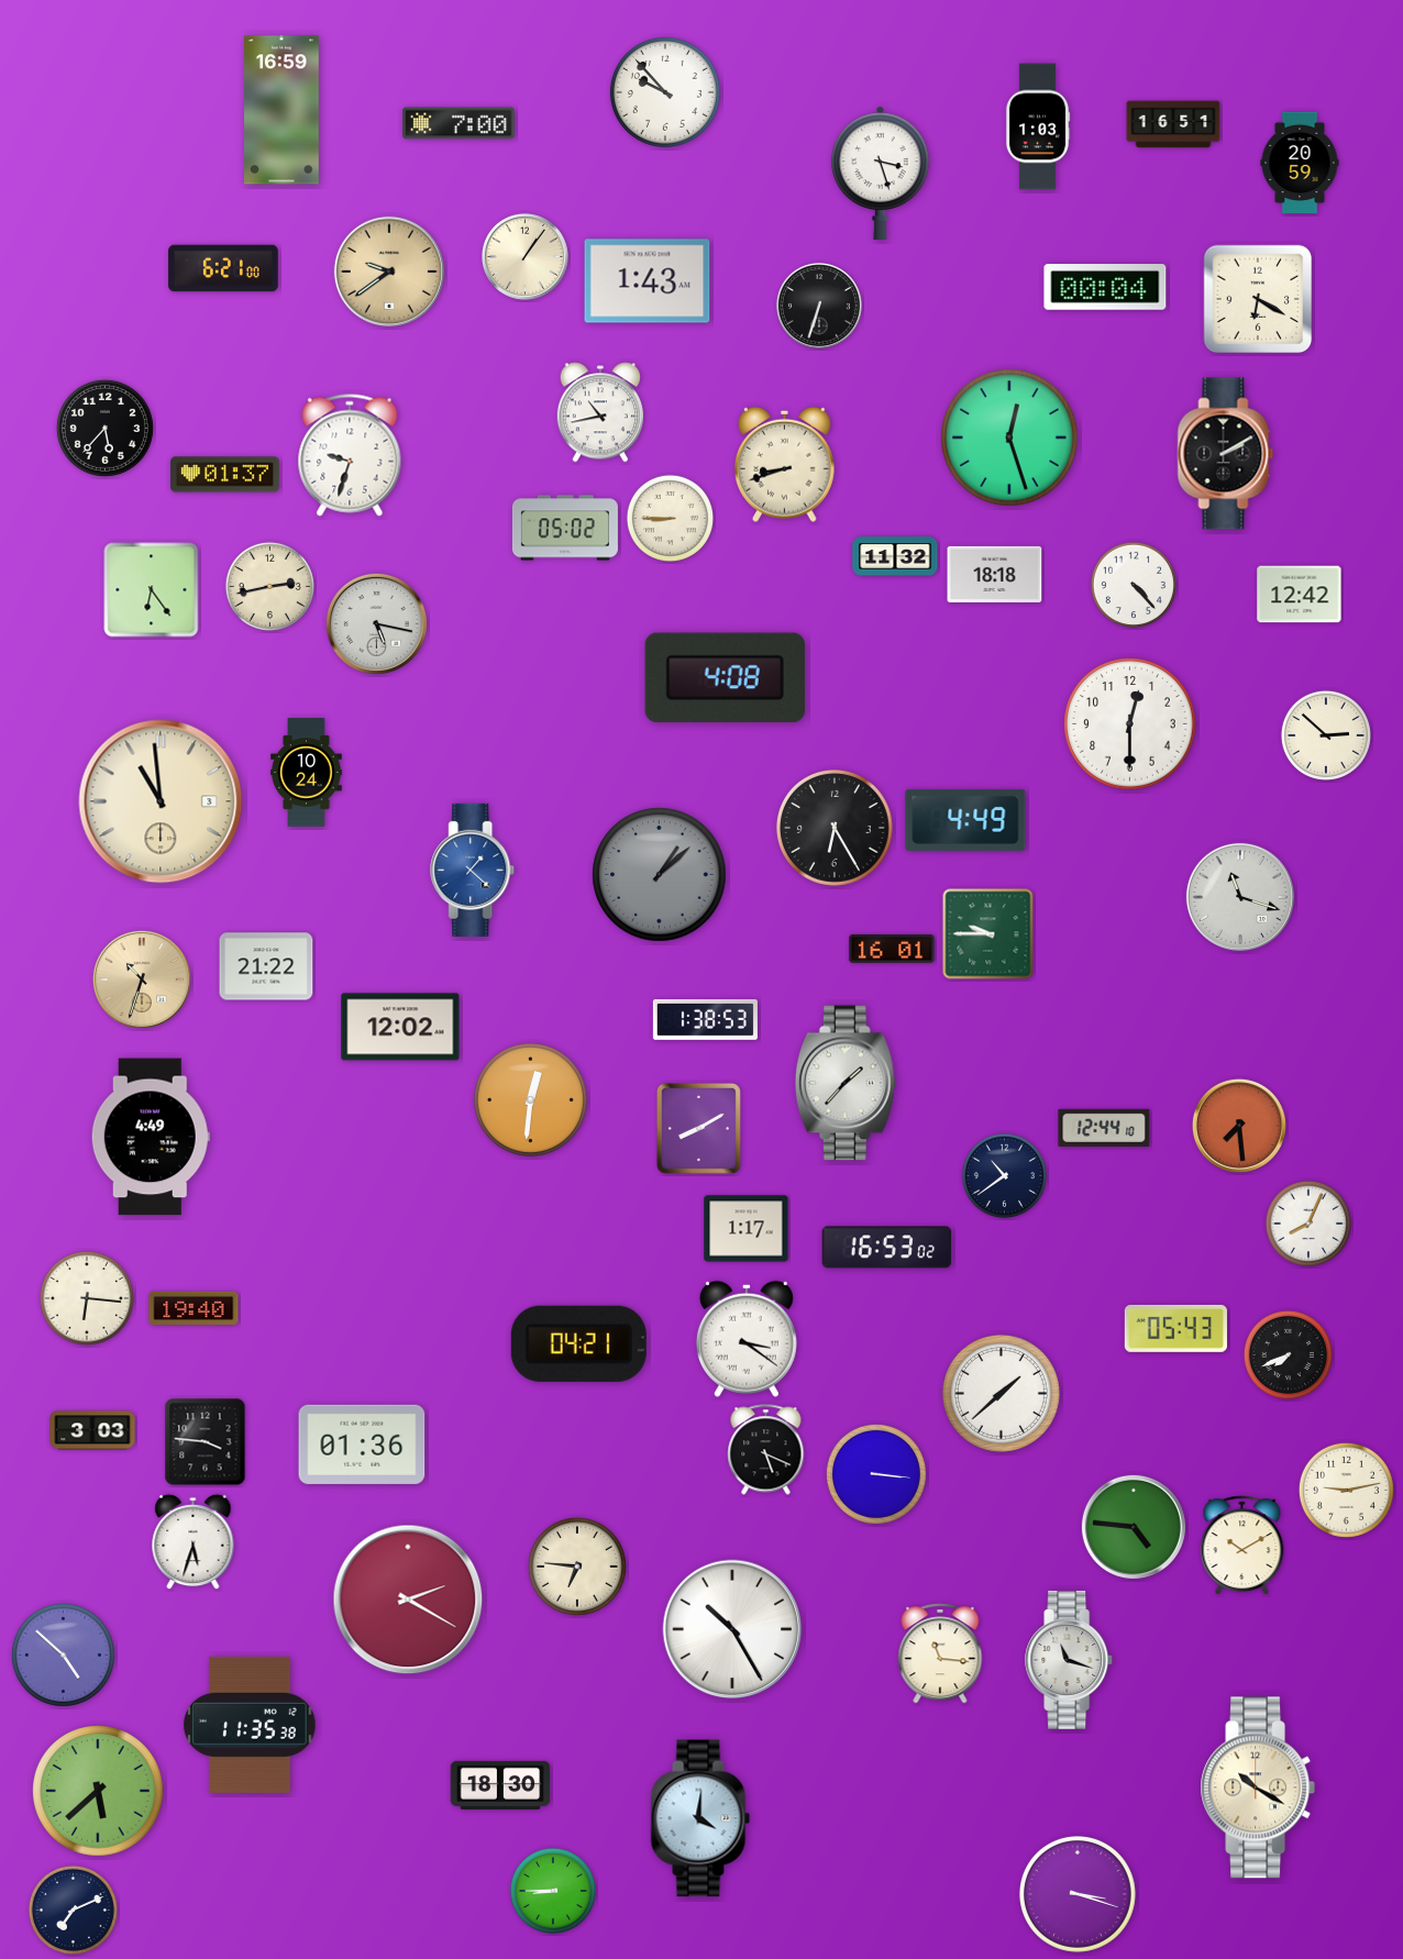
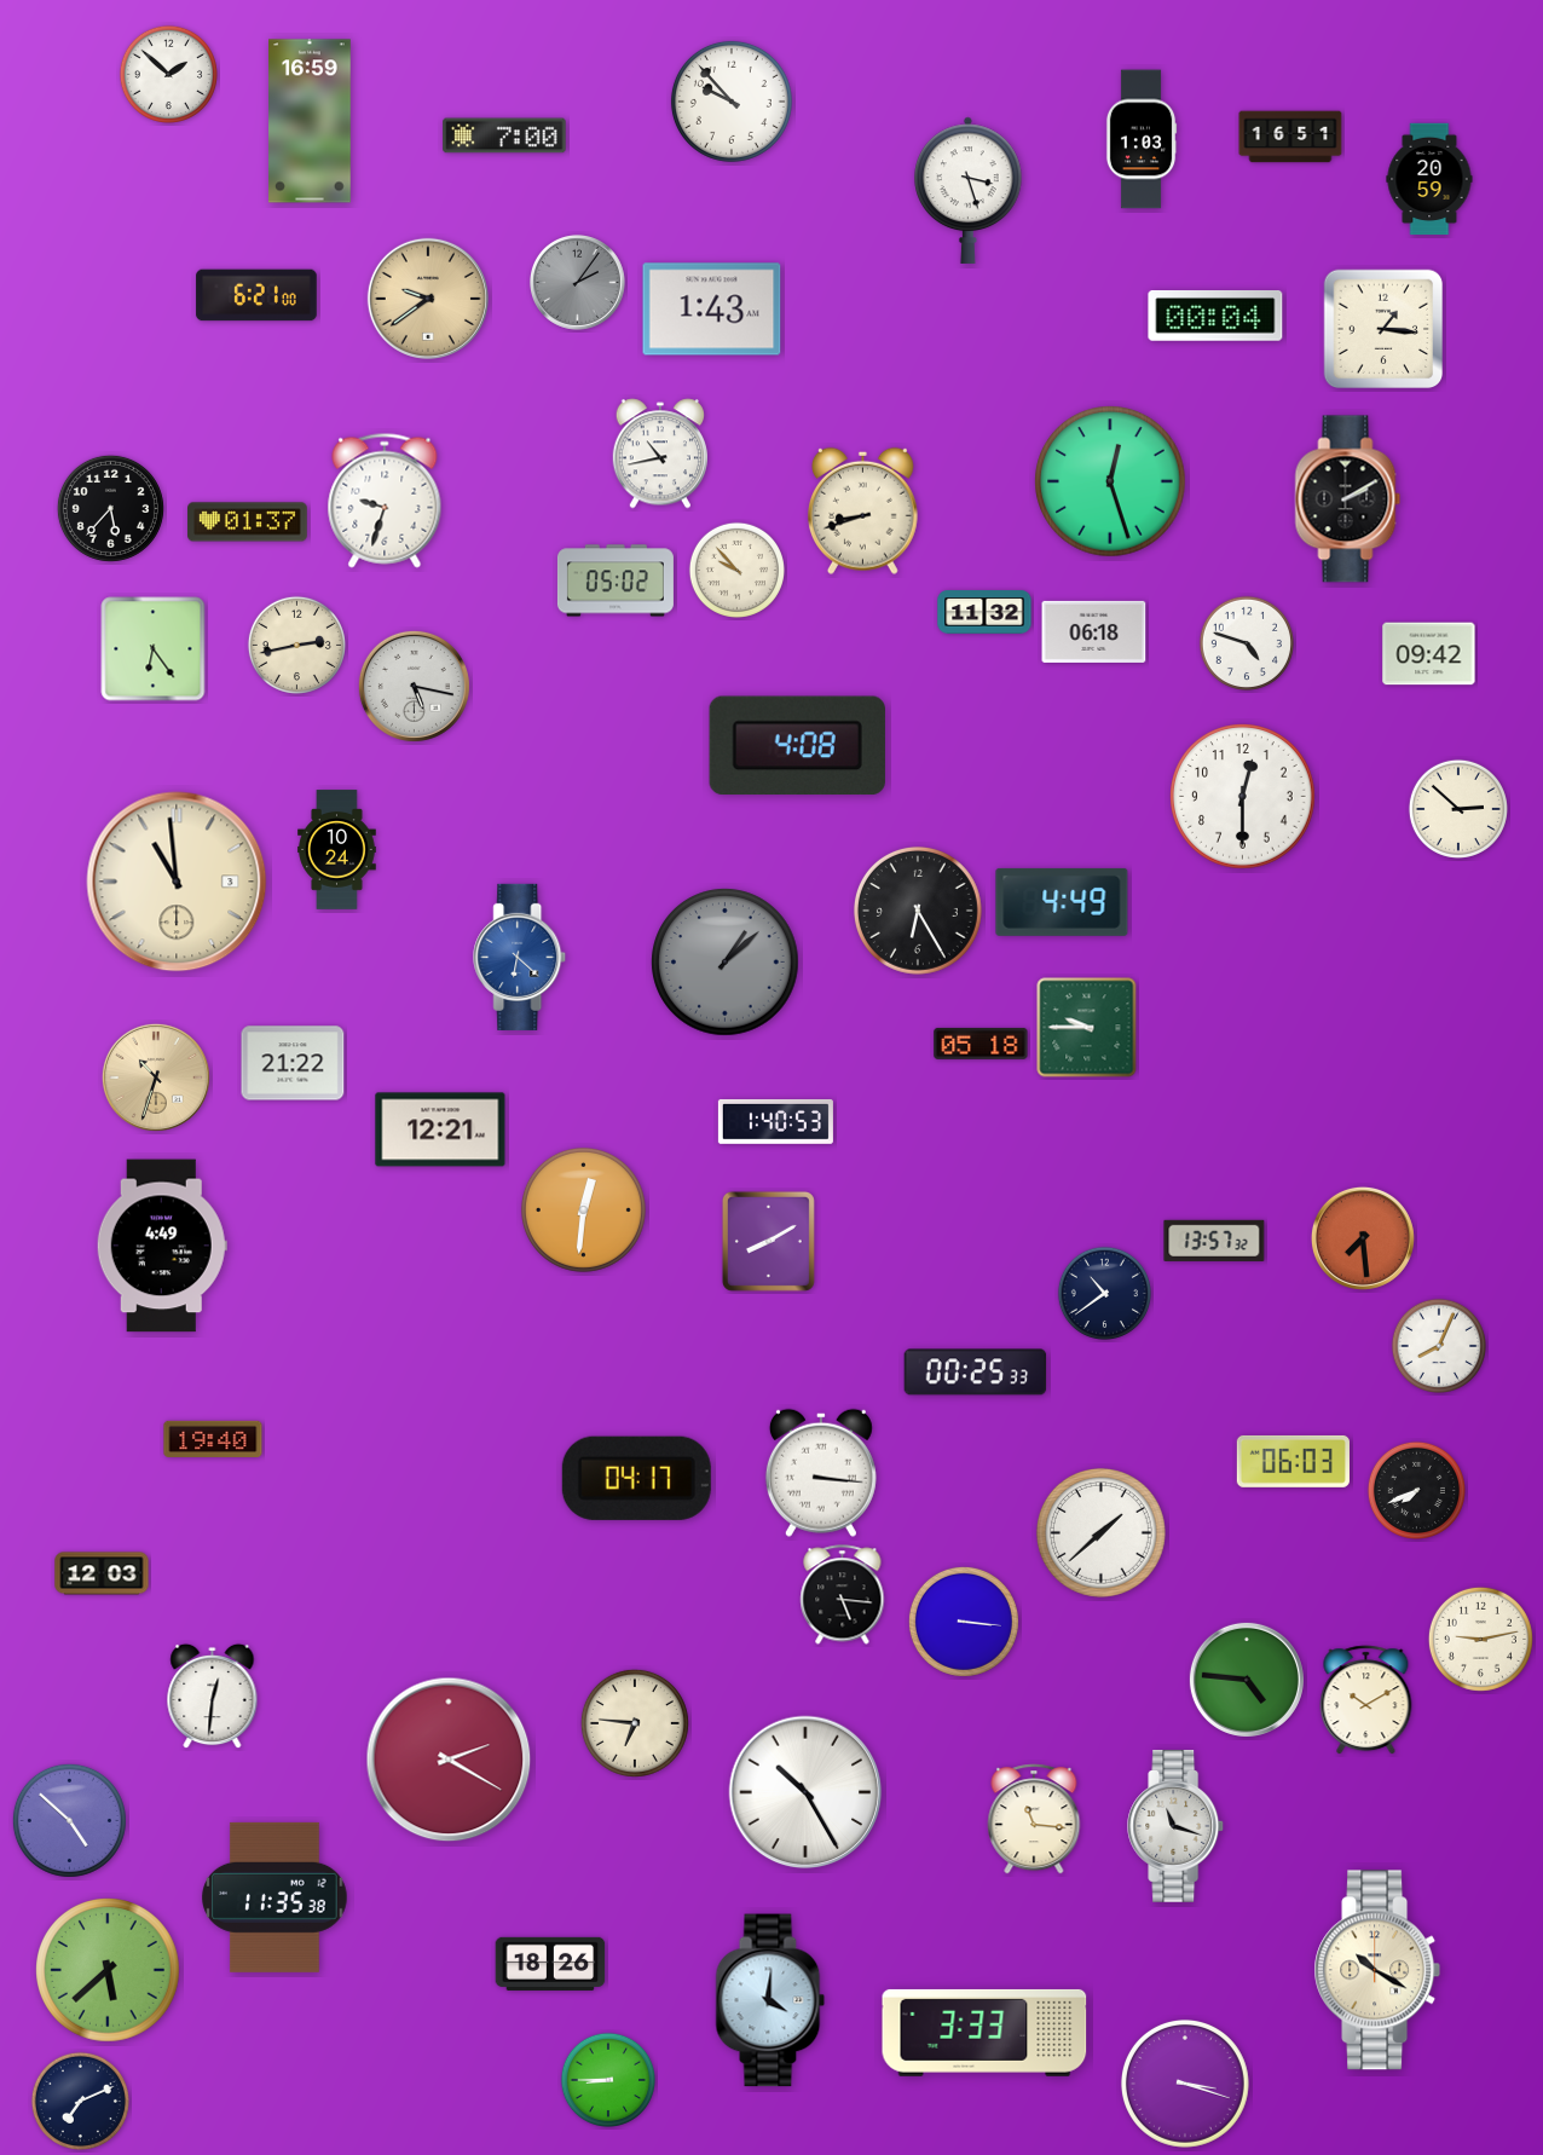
clock at (168, 74): none -> 1:52
clock at (524, 256): 1:06 -> 2:06
clock at (524, 256) dial: cream -> grey
clock at (223, 268) position: (223, 268) -> (256, 295)
clock at (1258, 299): 6:20 -> 1:16
clock at (819, 306): 6:33 -> none
clock at (104, 428) position: (104, 428) -> (110, 508)
clock at (670, 518): 8:45 -> 9:53
clock at (565, 528) position: (565, 528) -> (616, 580)
clock at (995, 574): 18:18 -> 06:18
clock at (1133, 584): 4:23 -> 4:48
clock at (152, 590) position: (152, 590) -> (154, 649)
clock at (1300, 595): 12:42 -> 09:42
clock at (473, 870): 1:22 -> 6:22
clock at (1240, 897): 11:18 -> none
clock at (892, 949): 16:01 -> 05:18
clock at (705, 1019): 1:38 -> 1:40
clock at (400, 1027): 12:02 -> 12:21
clock at (846, 1083): 1:37 -> none
clock at (1104, 1128): 12:44 -> 13:57
clock at (151, 1137) position: (151, 1137) -> (162, 1246)
clock at (747, 1229): 1:17 -> none
clock at (887, 1248): 16:53 -> 00:25
clock at (87, 1298): 6:16 -> none
clock at (1175, 1328): 05:43 -> 06:03
clock at (747, 1339): 3:21 -> 3:16
clock at (578, 1343): 04:21 -> 04:17
clock at (92, 1430): 3:03 -> 12:03
clock at (206, 1442): 3:46 -> none
clock at (362, 1445): 01:36 -> none
clock at (766, 1450): 5:19 -> 5:16
clock at (194, 1542): 5:33 -> 12:31
clock at (500, 1785): 18:30 -> 18:26
clock at (1258, 1788) position: (1258, 1788) -> (1377, 1970)
clock at (984, 2033): none -> 3:33
